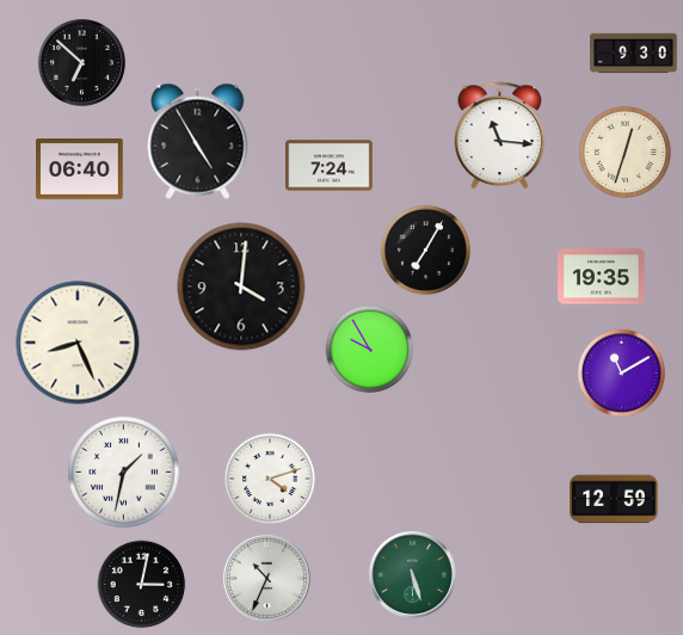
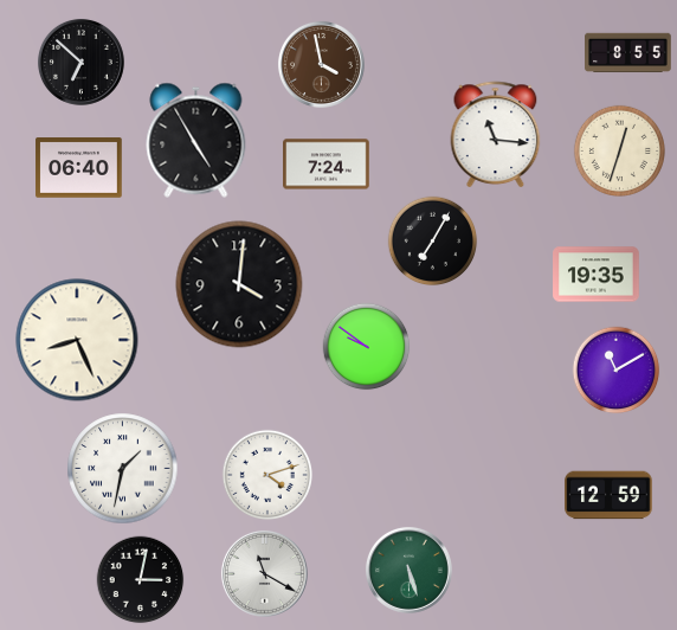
clock at (634, 54): 9:30 -> 8:55
clock at (321, 64): none -> 3:58
clock at (426, 251) position: (426, 251) -> (433, 242)
clock at (370, 350): 9:55 -> 9:51
clock at (266, 578): 10:34 -> 11:20
